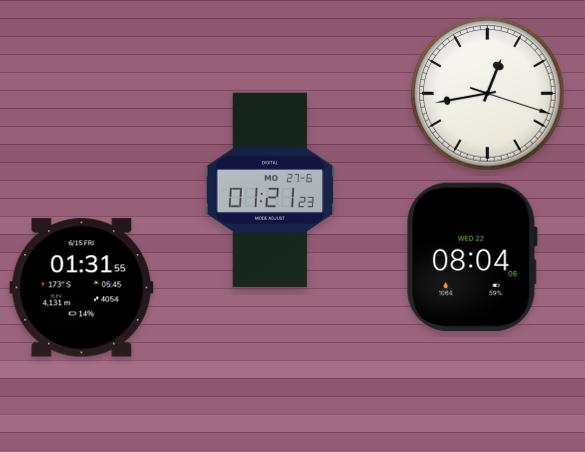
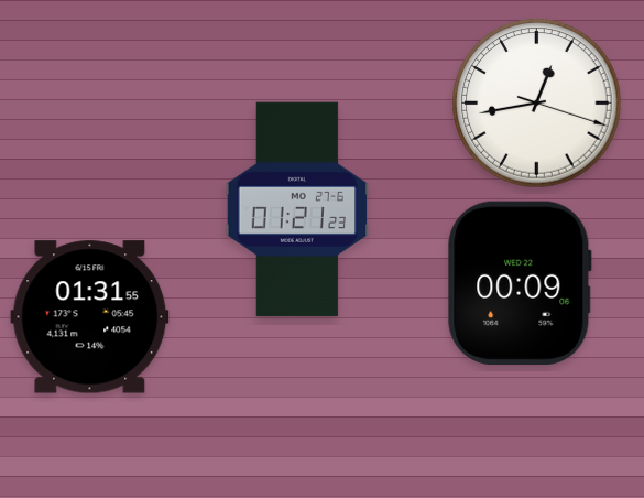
clock at (472, 256): 08:04 -> 00:09
